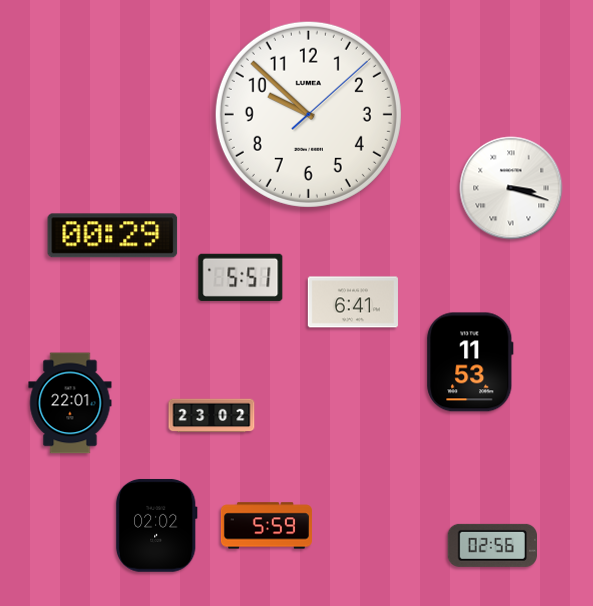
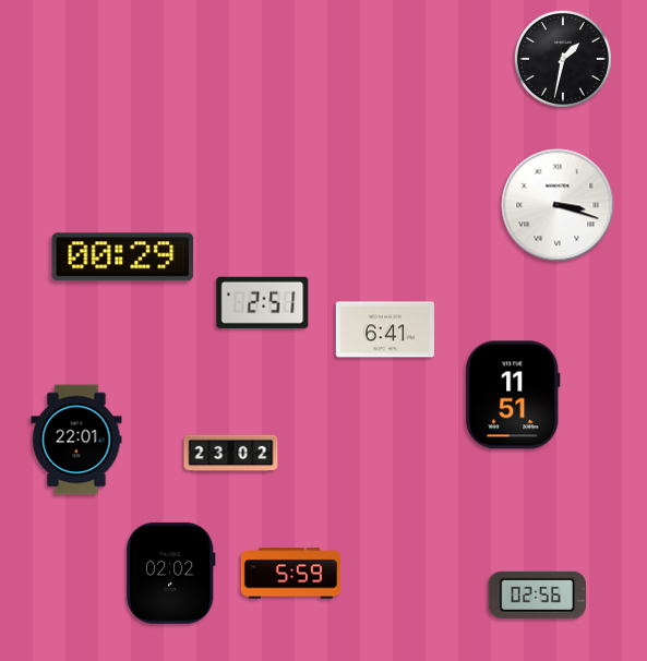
clock at (563, 59): none -> 1:32
clock at (308, 114): 9:52 -> none
clock at (241, 277): 5:51 -> 2:51
clock at (470, 362): 11:53 -> 11:51
